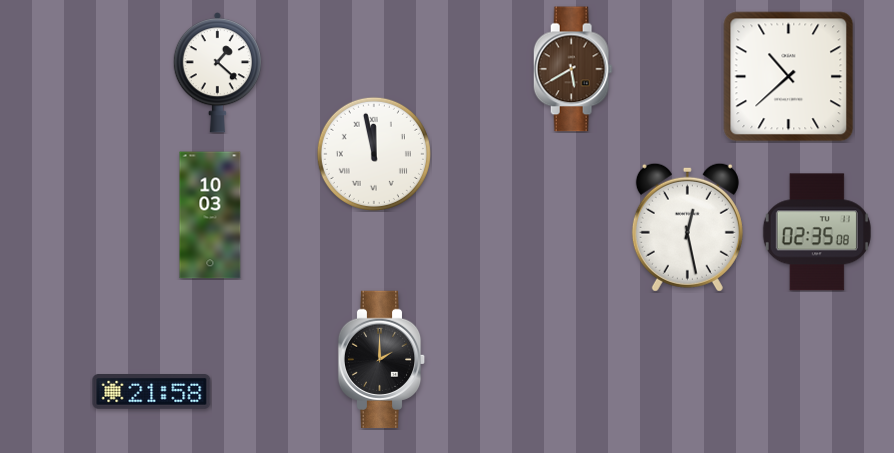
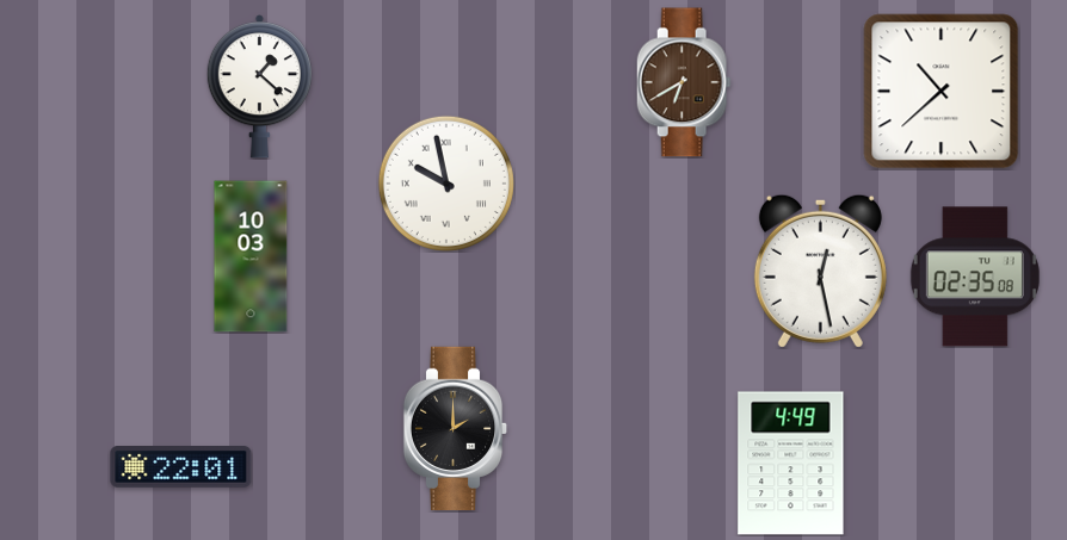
clock at (573, 69): 5:40 -> 6:40
clock at (374, 154): 11:58 -> 9:58
clock at (791, 464): none -> 4:49
clock at (152, 392): 21:58 -> 22:01
